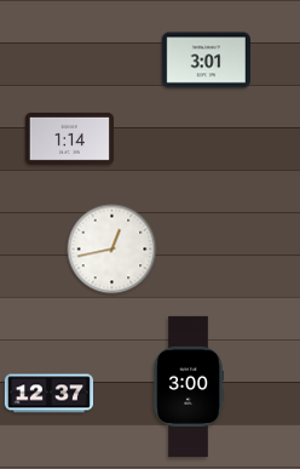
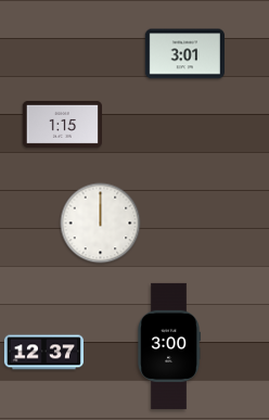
clock at (69, 138): 1:14 -> 1:15
clock at (112, 250): 12:43 -> 12:00
